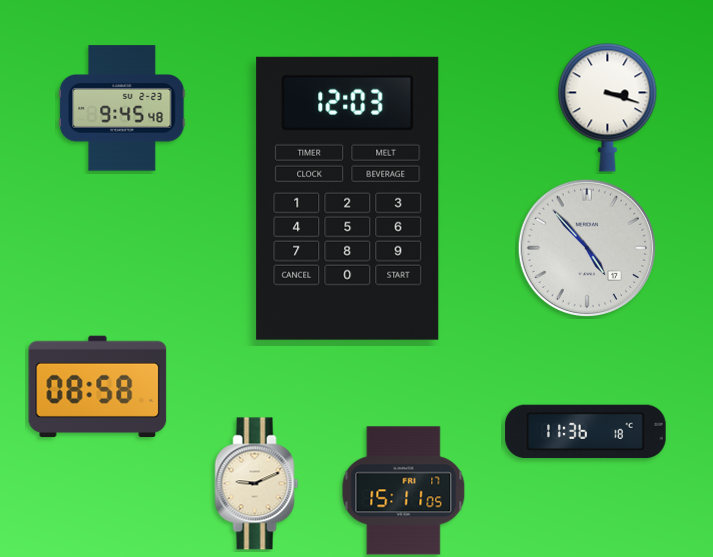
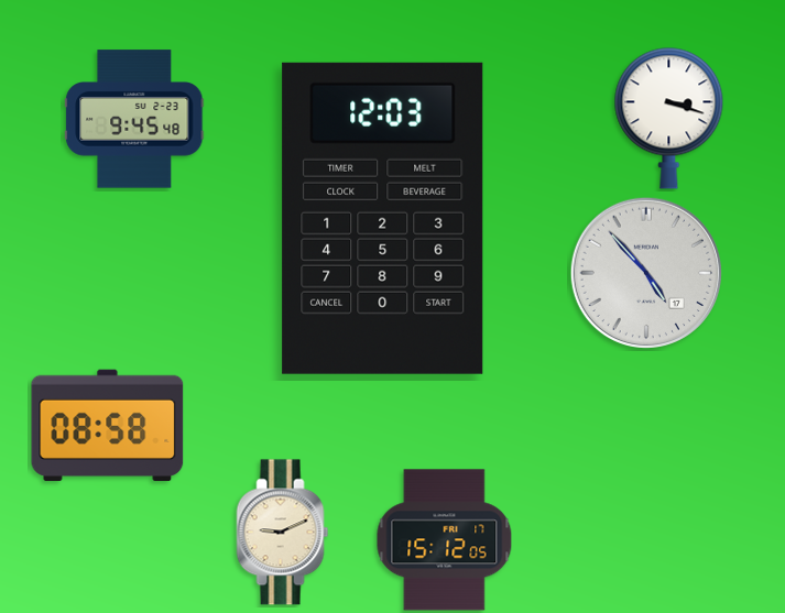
clock at (586, 432): 11:36 -> none
clock at (404, 491): 15:11 -> 15:12
